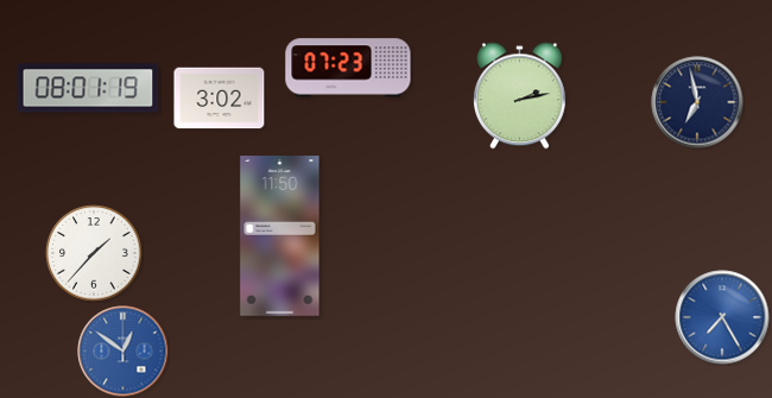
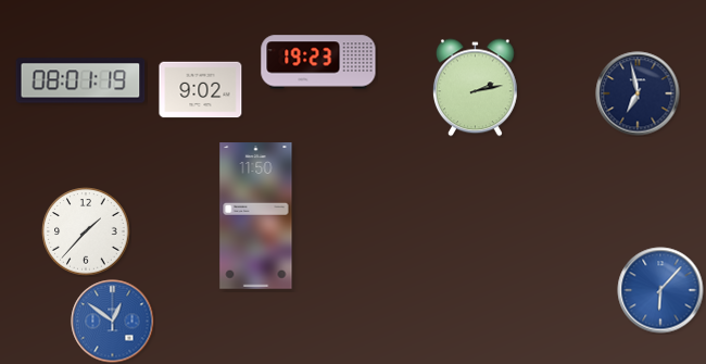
clock at (348, 68): 07:23 -> 19:23
clock at (220, 99): 3:02 -> 9:02
clock at (722, 317): 7:25 -> 6:07
